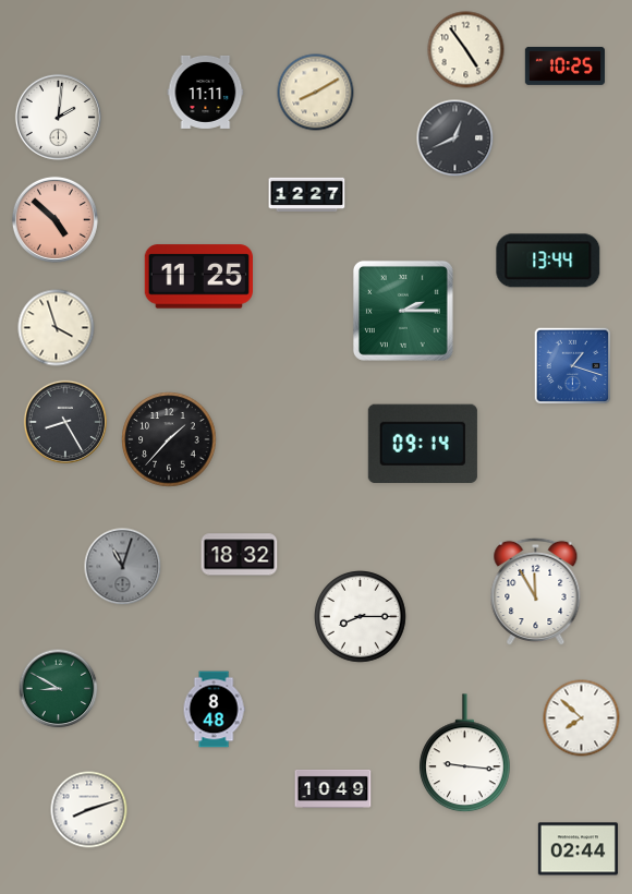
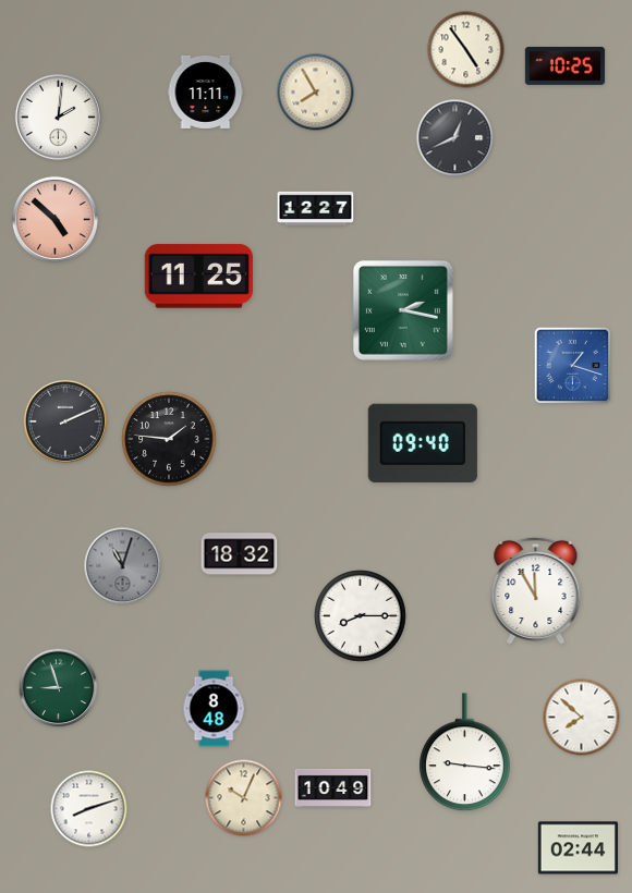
clock at (316, 93): 8:10 -> 7:55
clock at (307, 194) position: (307, 194) -> (316, 208)
clock at (548, 261): 13:44 -> none
clock at (403, 311): 2:15 -> 2:17
clock at (57, 328): 3:57 -> none
clock at (64, 421): 8:25 -> 2:11
clock at (169, 439): 1:37 -> 1:46
clock at (423, 443): 09:14 -> 09:40
clock at (59, 689): 8:50 -> 8:57
clock at (244, 798): none -> 10:04
